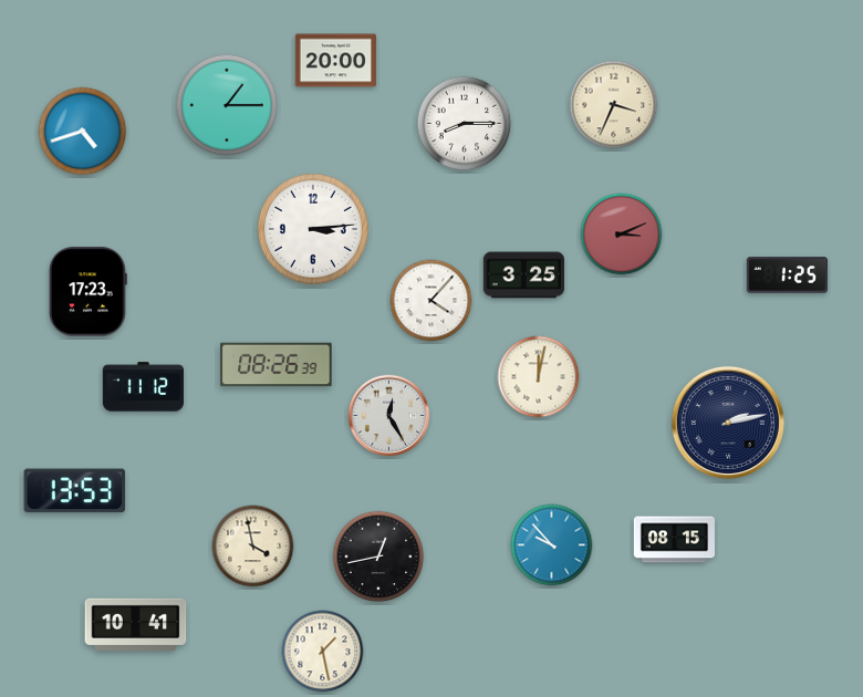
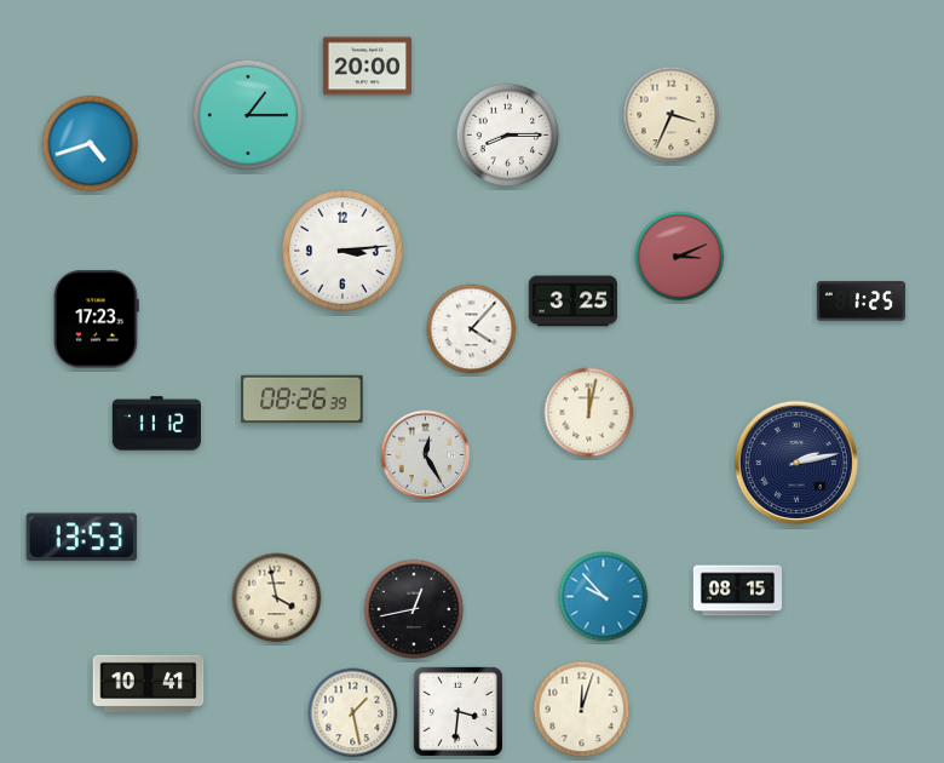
clock at (582, 710): none -> 12:03
clock at (457, 711): none -> 3:31
